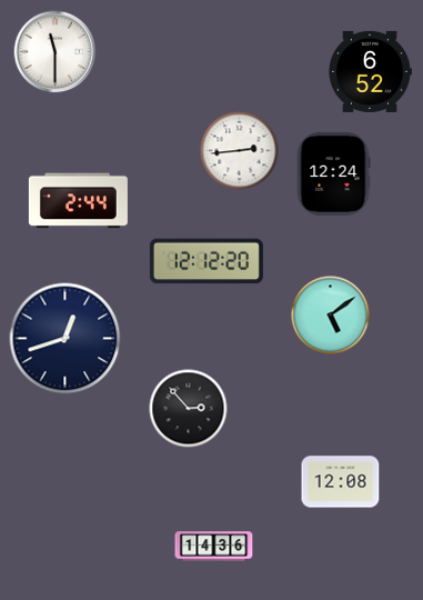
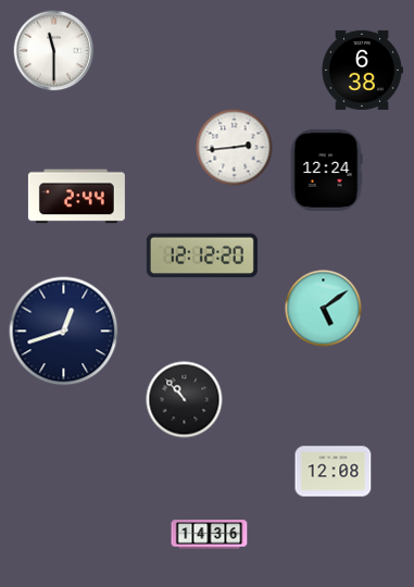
clock at (371, 71): 6:52 -> 6:38
clock at (189, 409): 2:53 -> 10:53
